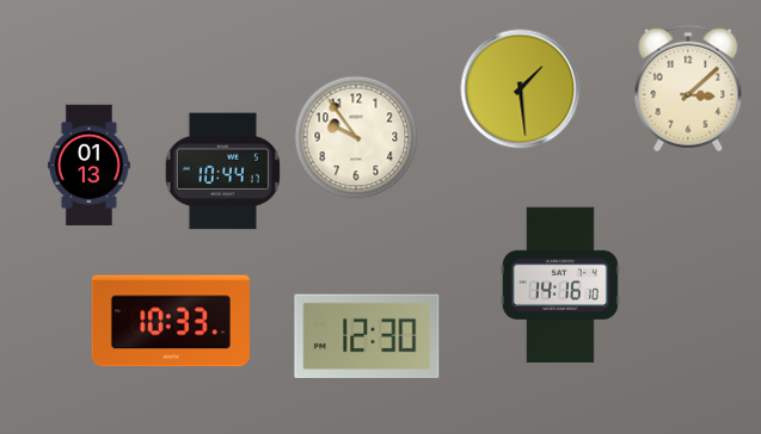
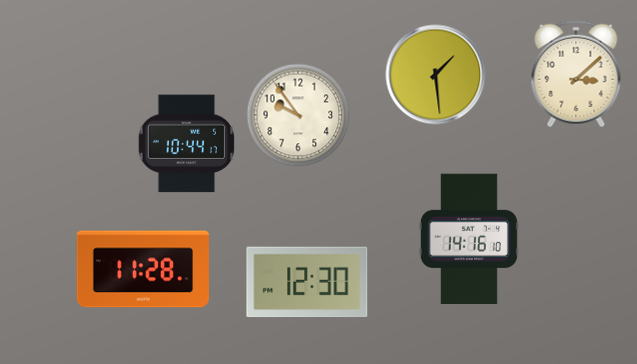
clock at (88, 166): 01:13 -> none
clock at (171, 321): 10:33 -> 11:28
